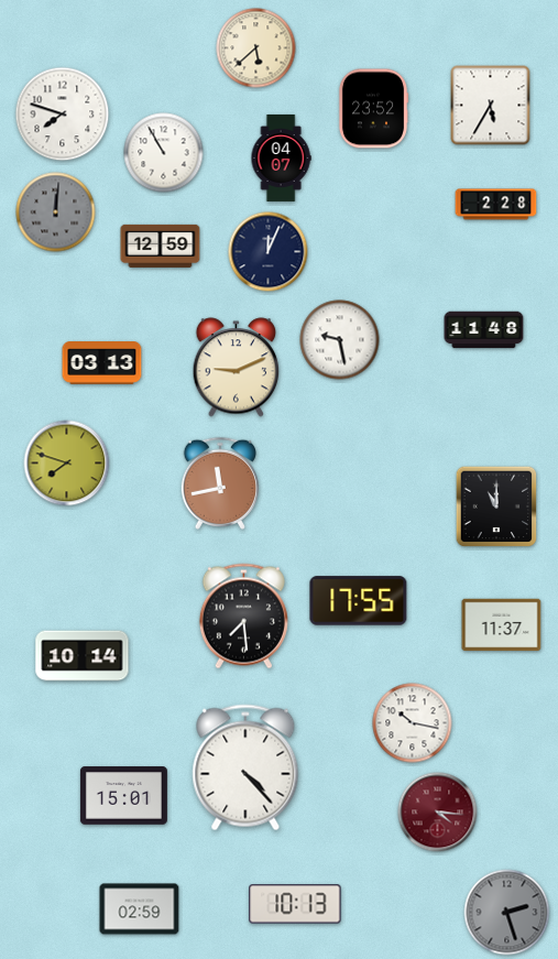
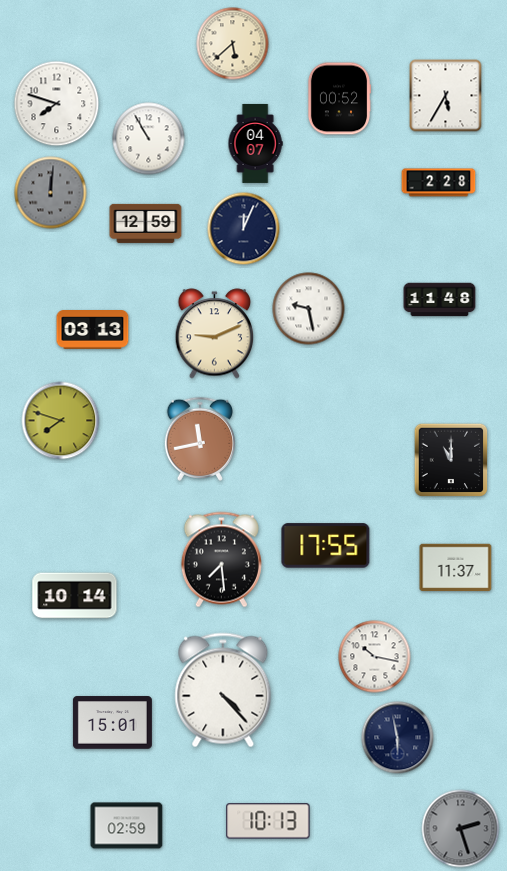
clock at (373, 109): 23:52 -> 00:52
clock at (496, 205) position: (496, 205) -> (439, 183)
clock at (245, 767) position: (245, 767) -> (223, 690)
clock at (438, 813): 4:16 -> 5:58
clock at (438, 813) dial: burgundy -> navy
